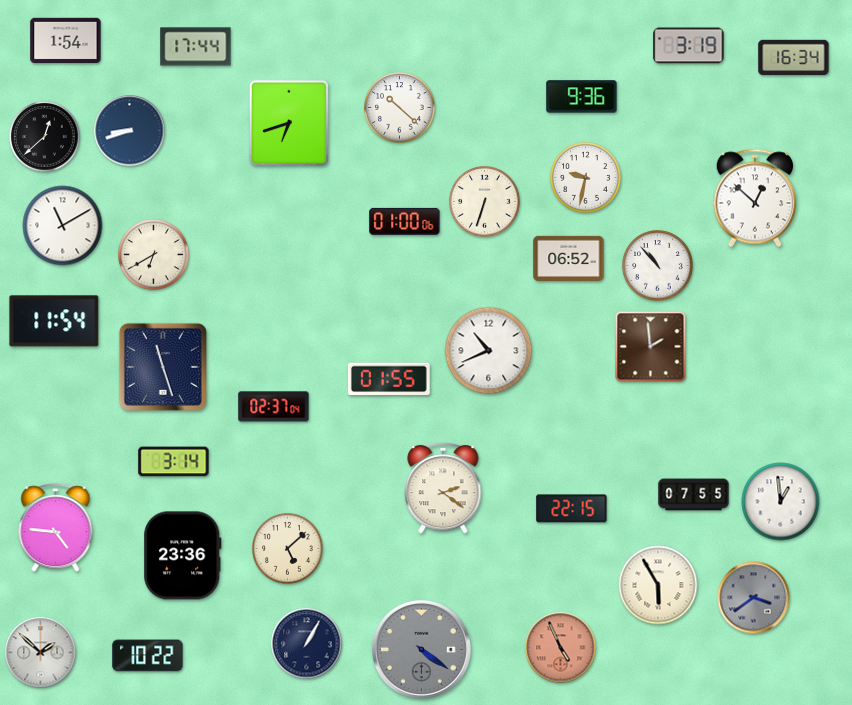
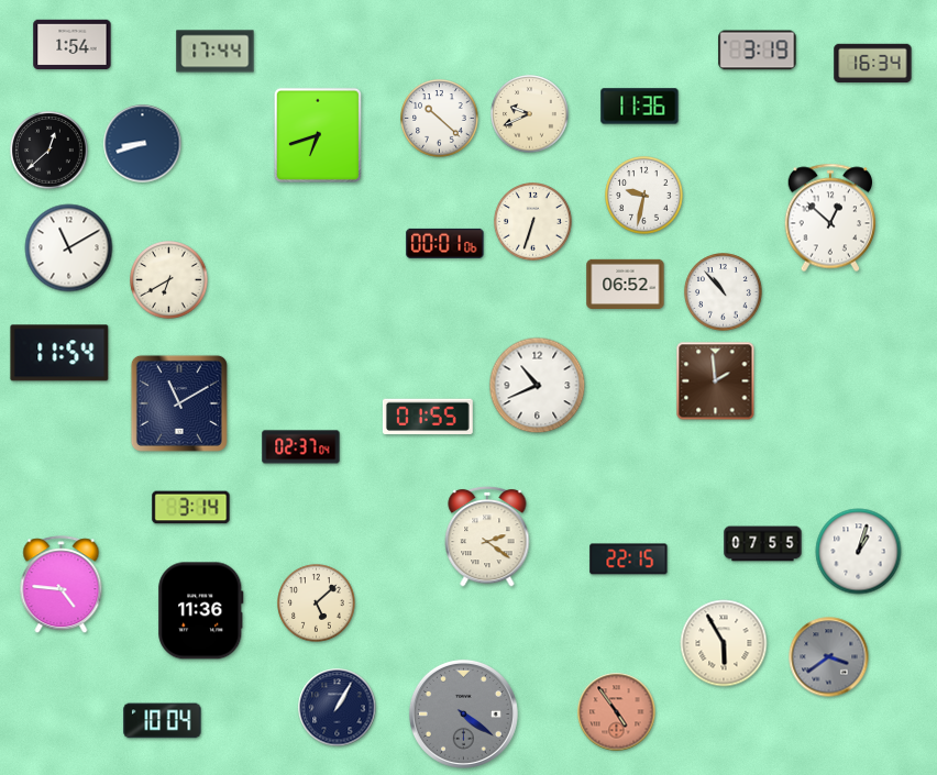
clock at (582, 97): 9:36 -> 11:36
clock at (530, 114): none -> 9:41
clock at (405, 221): 01:00 -> 00:01
clock at (163, 367): 11:27 -> 11:10
clock at (781, 502): 12:59 -> 1:03
clock at (56, 528) position: (56, 528) -> (62, 585)
clock at (183, 556): 23:36 -> 11:36
clock at (561, 648): 4:56 -> 4:54
clock at (41, 653): 1:52 -> none
clock at (148, 656): 10:22 -> 10:04
